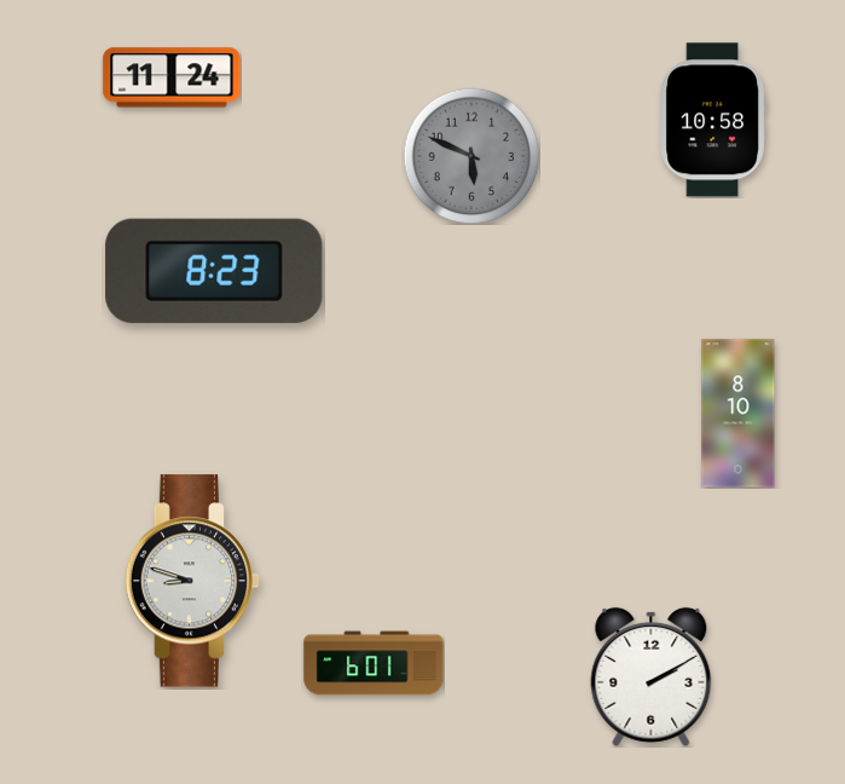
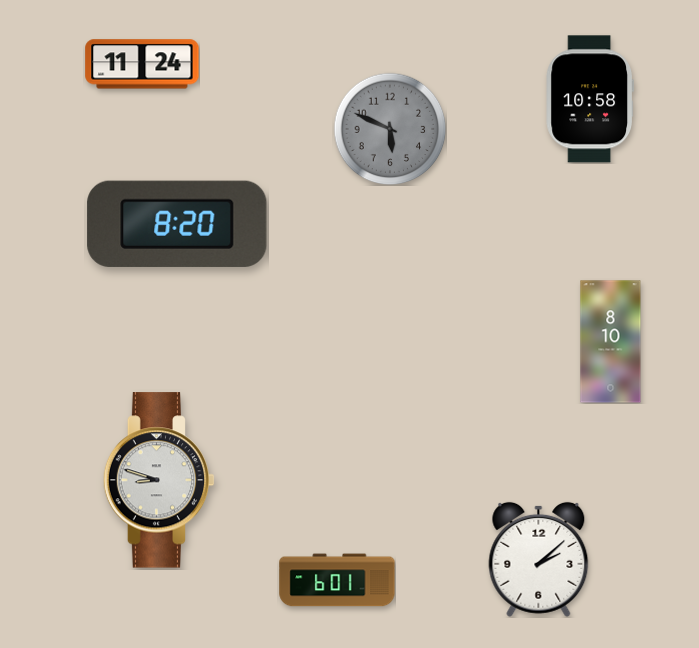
clock at (214, 271): 8:23 -> 8:20
clock at (374, 663) position: (374, 663) -> (337, 580)
clock at (652, 676): 2:10 -> 2:08
